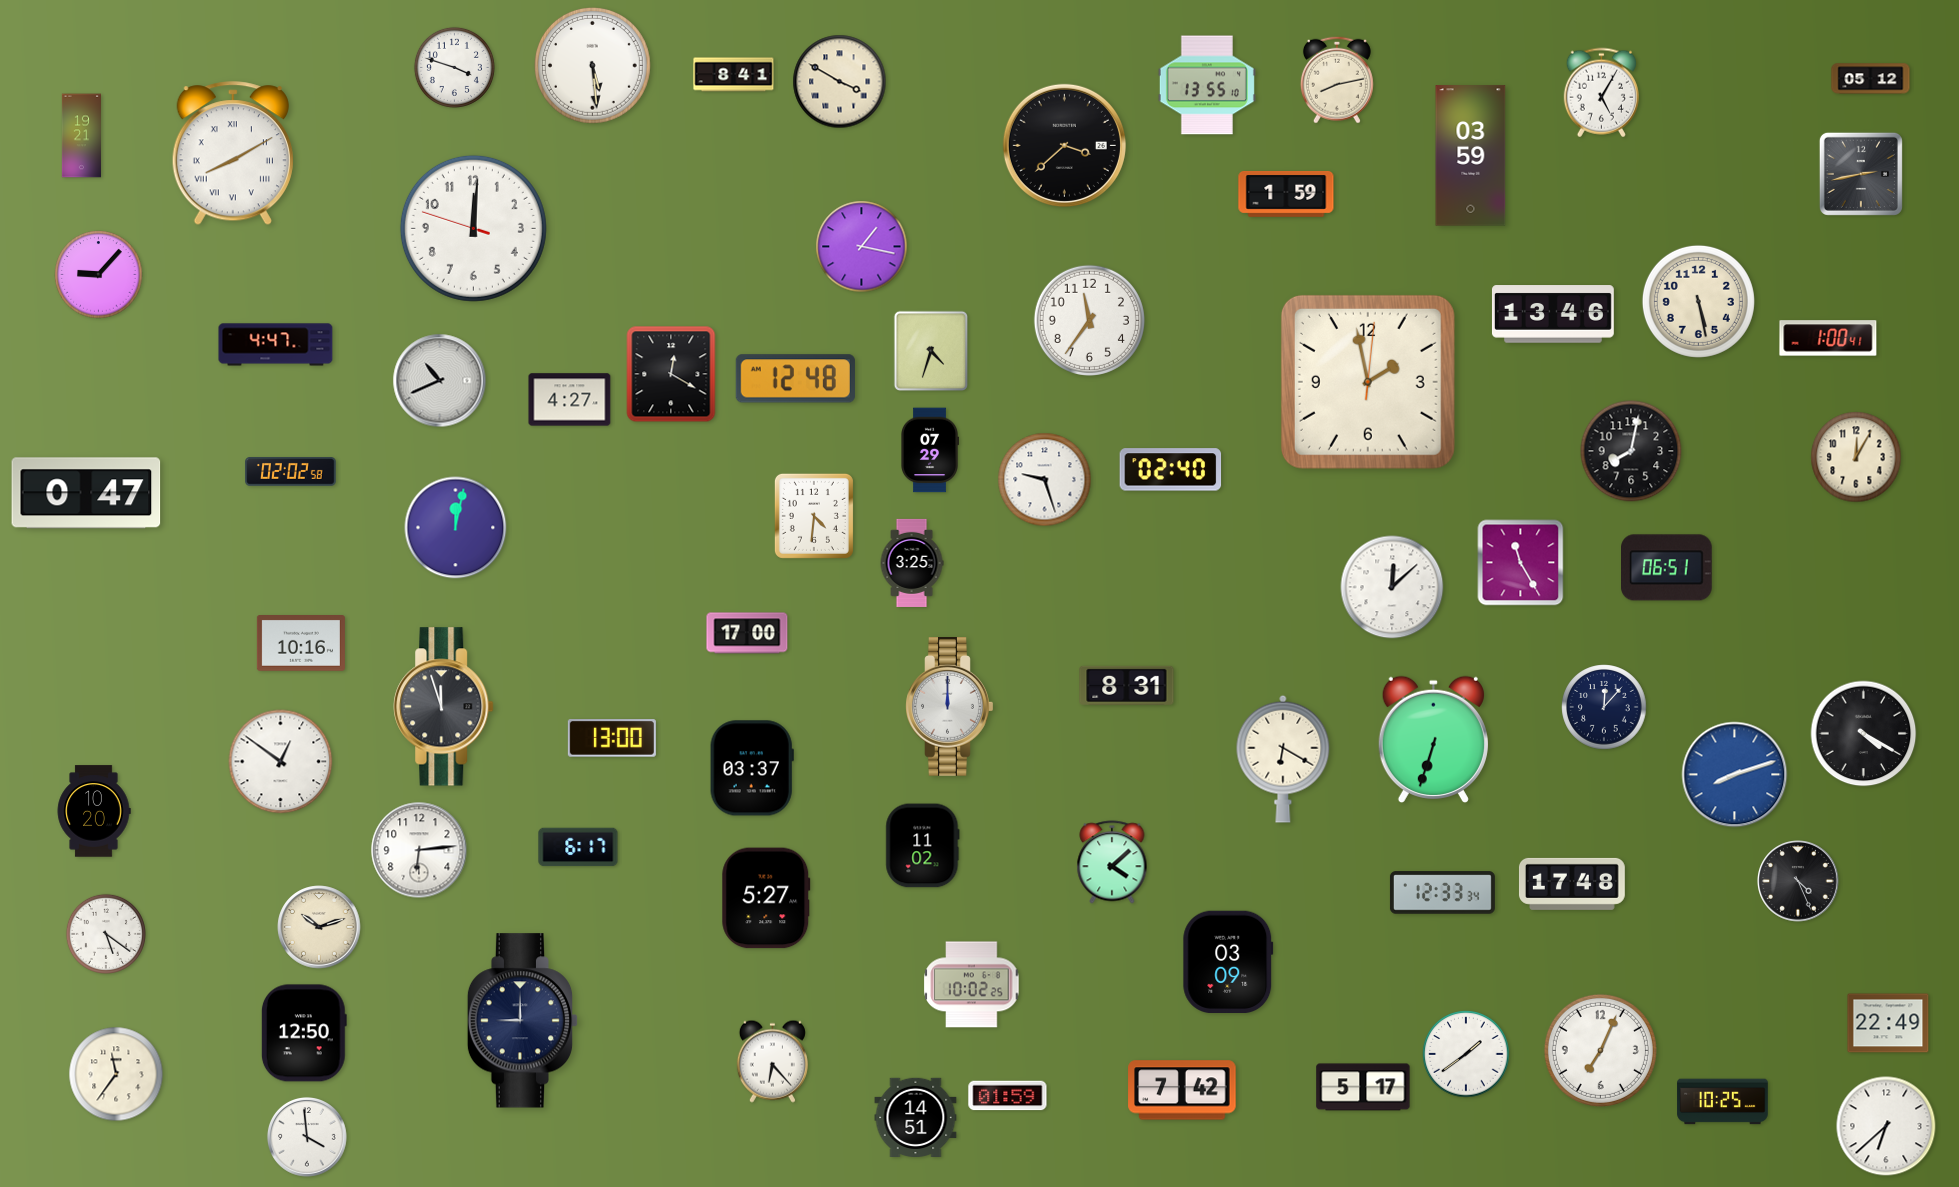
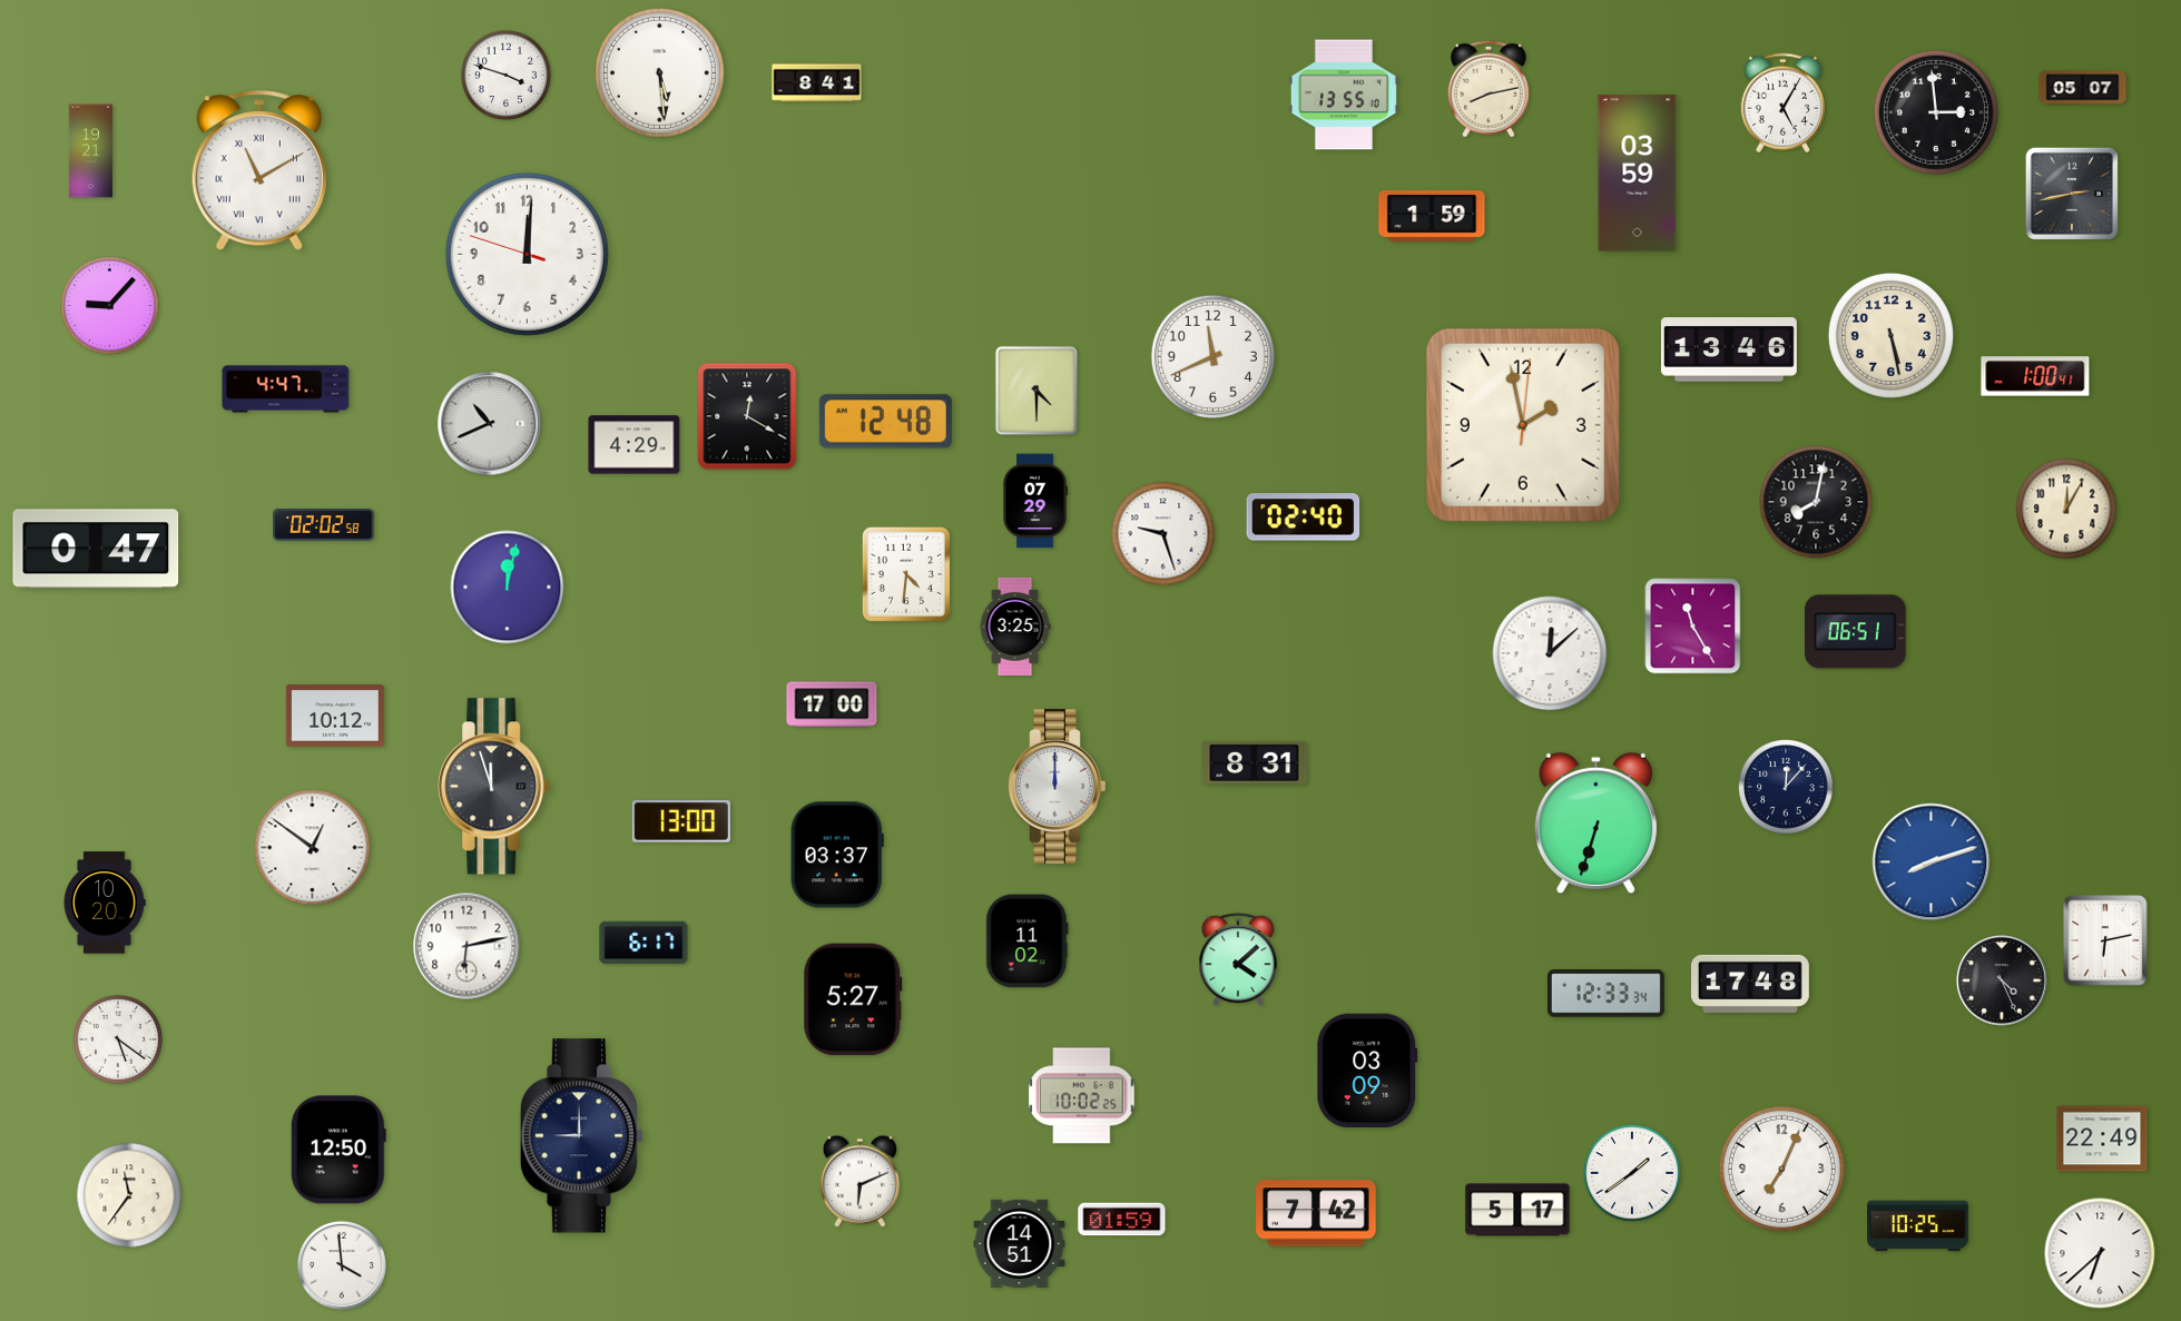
clock at (1871, 79): 05:12 -> 05:07
clock at (840, 82): 3:50 -> none
clock at (1936, 112): none -> 2:59
clock at (1064, 145): 3:38 -> none
clock at (233, 154): 8:10 -> 11:10
clock at (862, 247): 1:17 -> none
clock at (1089, 320): 11:36 -> 11:41
clock at (276, 345) position: (276, 345) -> (286, 390)
clock at (931, 351): 4:33 -> 4:30
clock at (570, 400): 4:27 -> 4:29
clock at (1171, 470) position: (1171, 470) -> (1304, 517)
clock at (301, 644): 10:16 -> 10:12
clock at (1864, 734): 4:20 -> none
clock at (1283, 759): 6:20 -> none
clock at (2105, 940): none -> 6:13
clock at (419, 850): 6:14 -> 6:13
clock at (319, 927): 10:12 -> none
clock at (772, 1061): 6:23 -> 6:11
